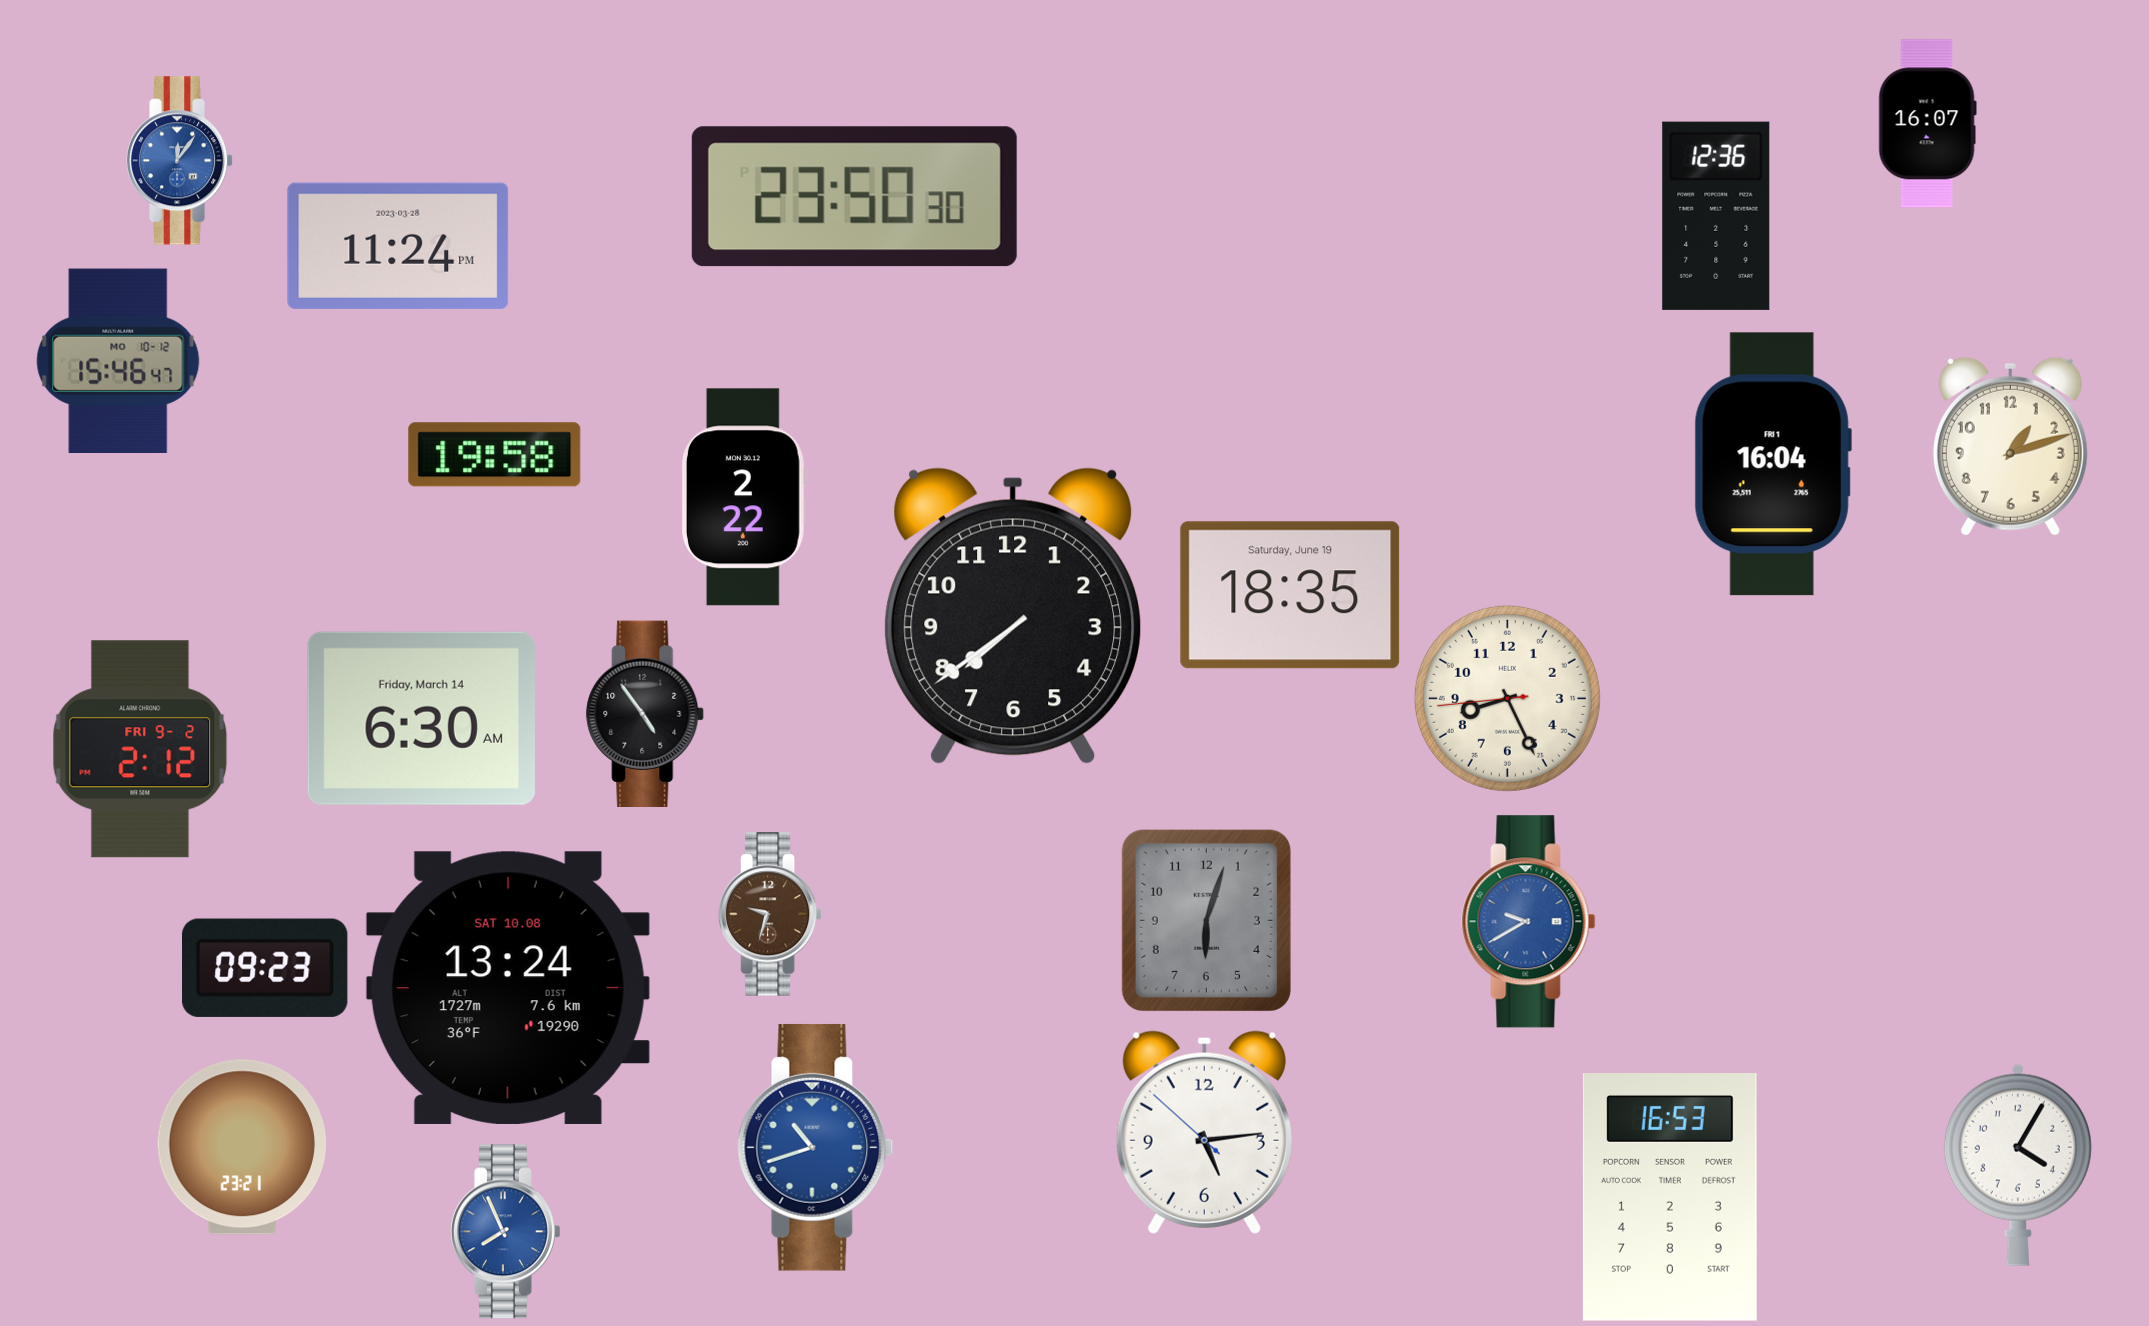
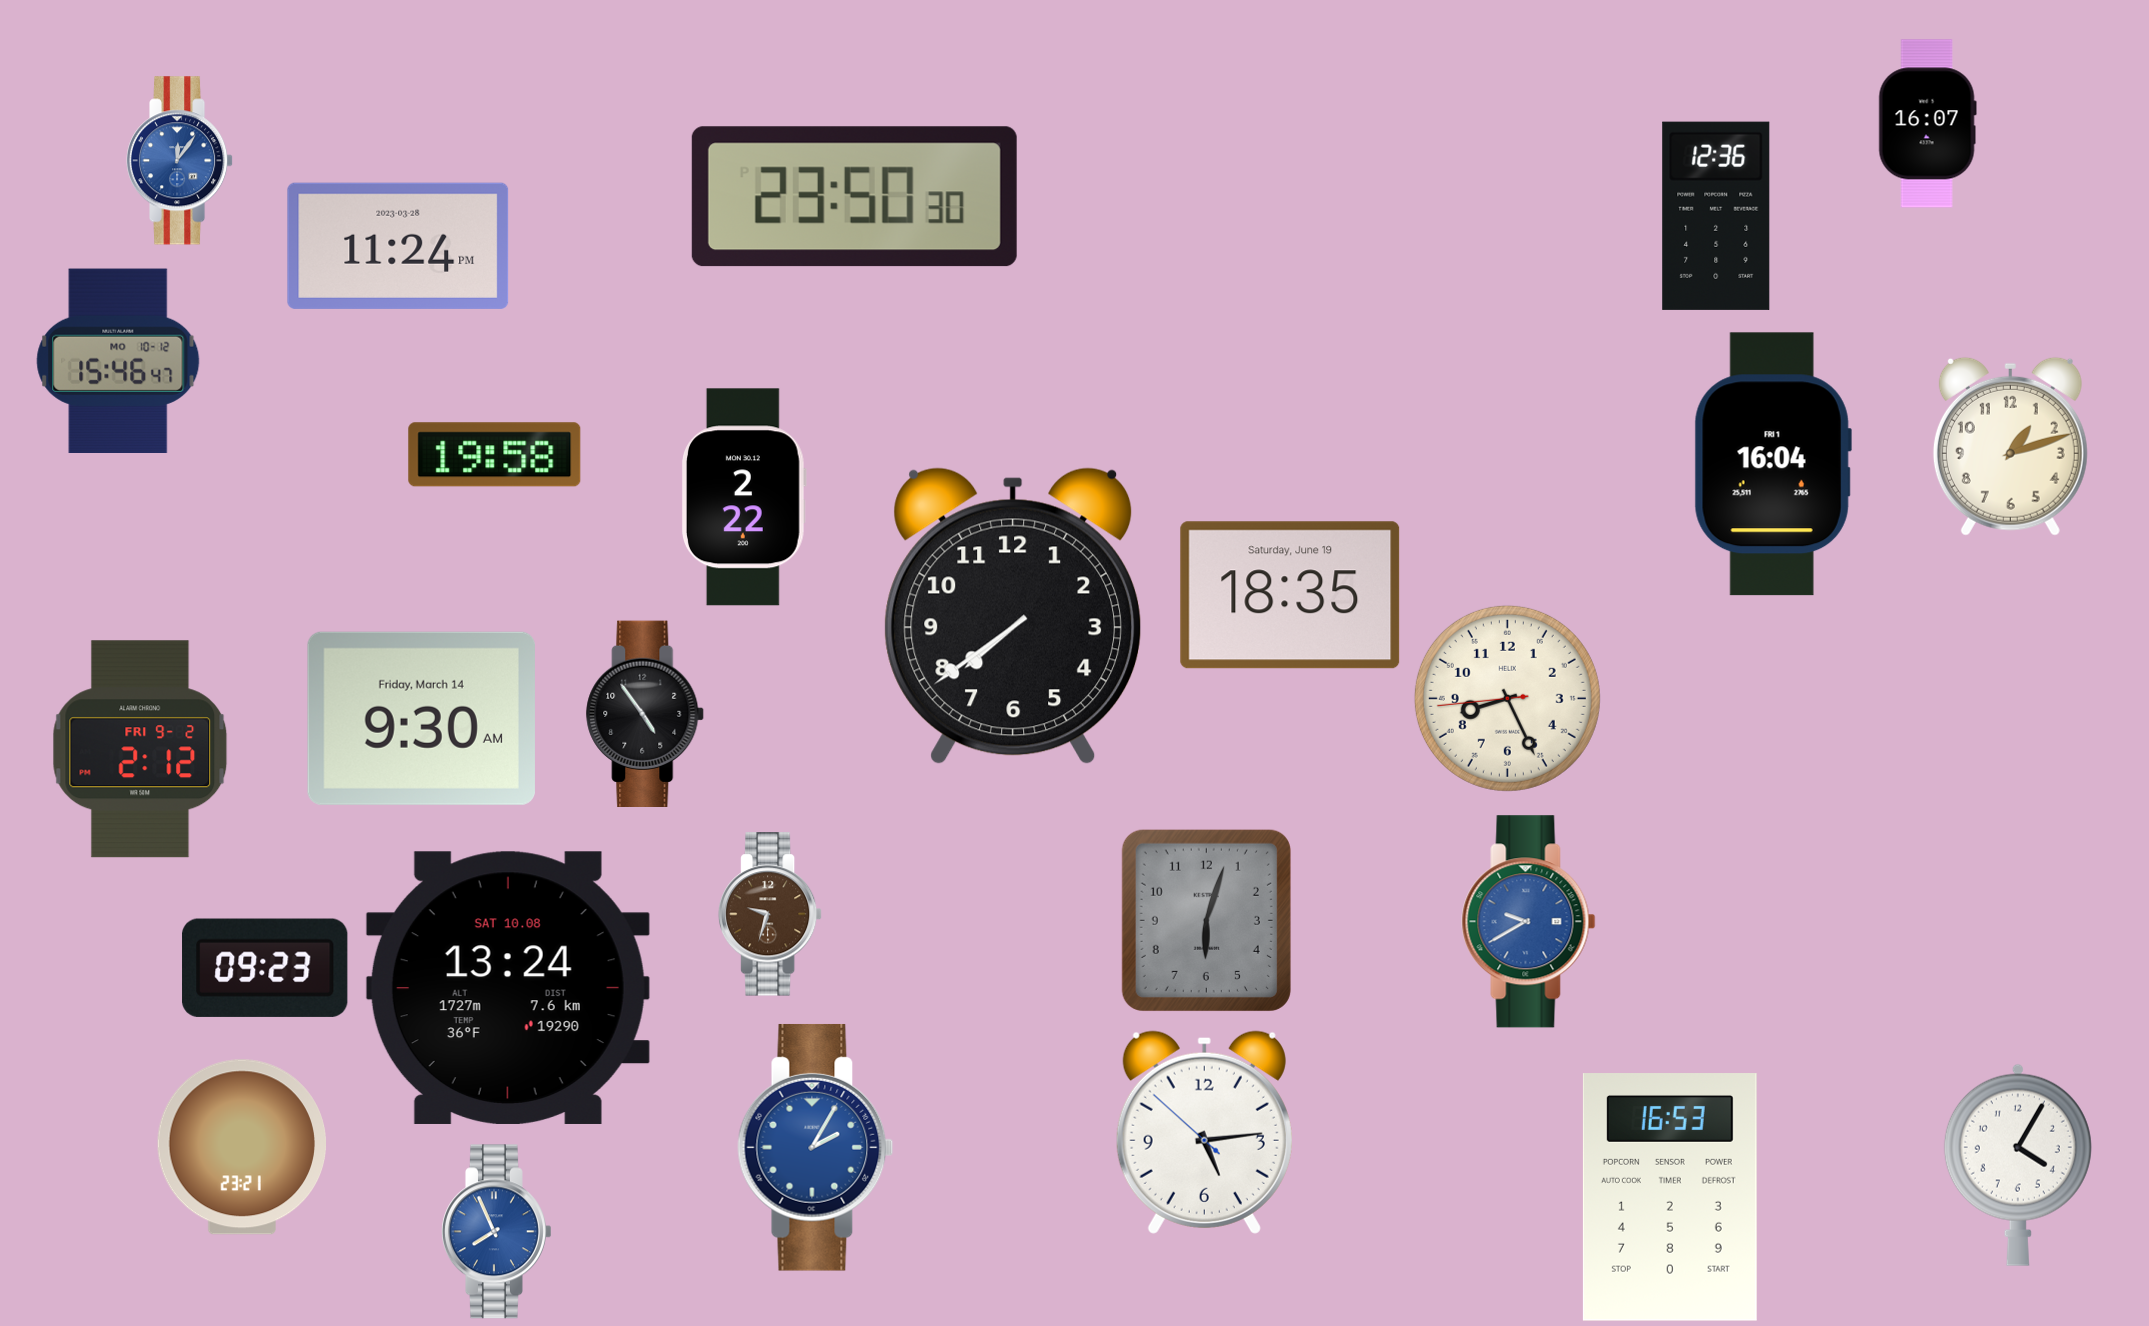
clock at (421, 718): 6:30 -> 9:30
clock at (816, 1147): 10:42 -> 2:05
clock at (505, 1232) position: (505, 1232) -> (496, 1232)
